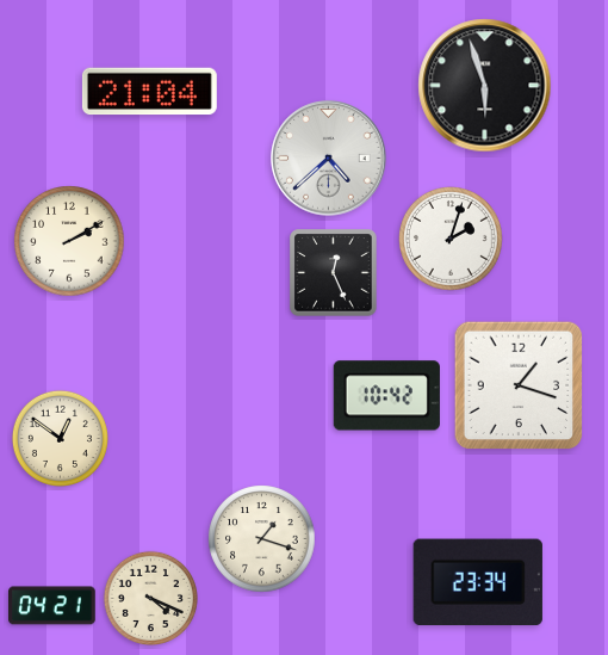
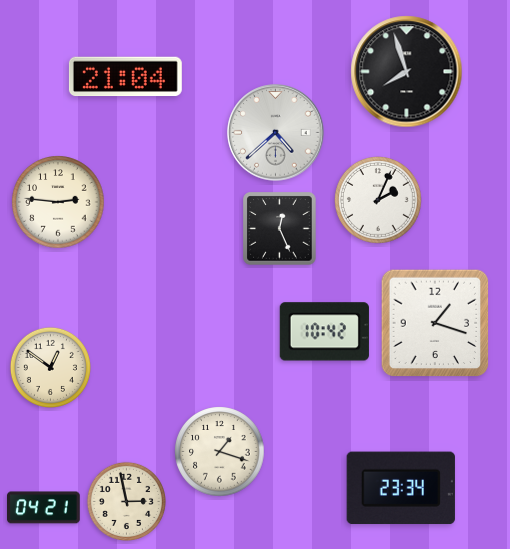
clock at (485, 86): 5:57 -> 7:57
clock at (452, 240): 2:03 -> 2:04
clock at (69, 241): 2:10 -> 2:46
clock at (150, 598): 4:19 -> 2:58
